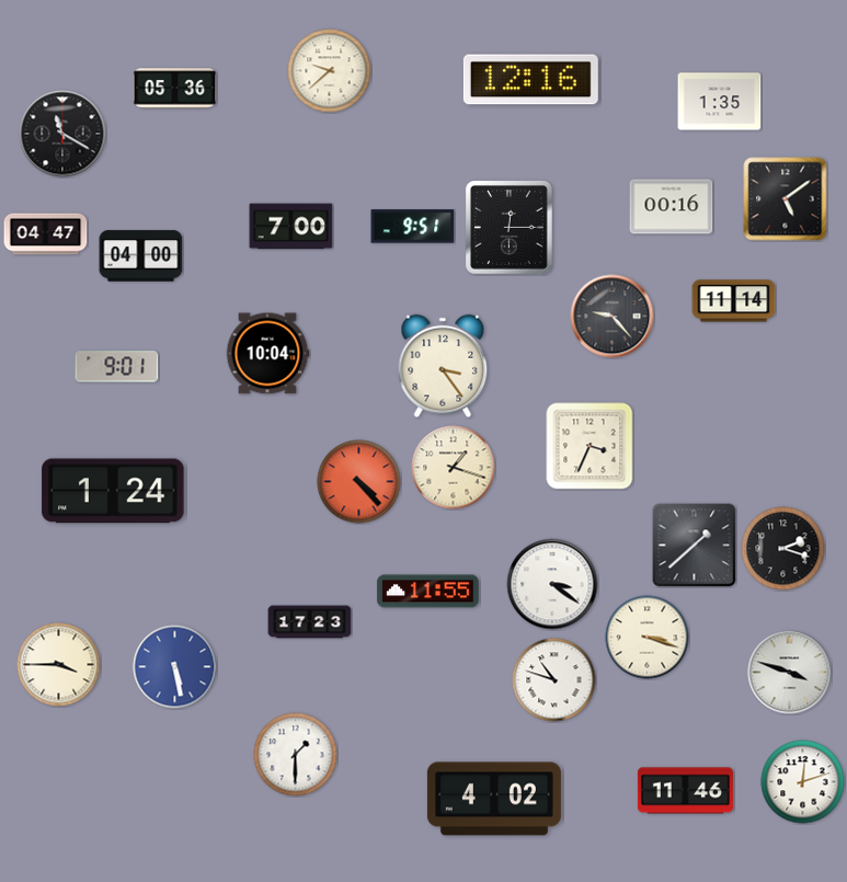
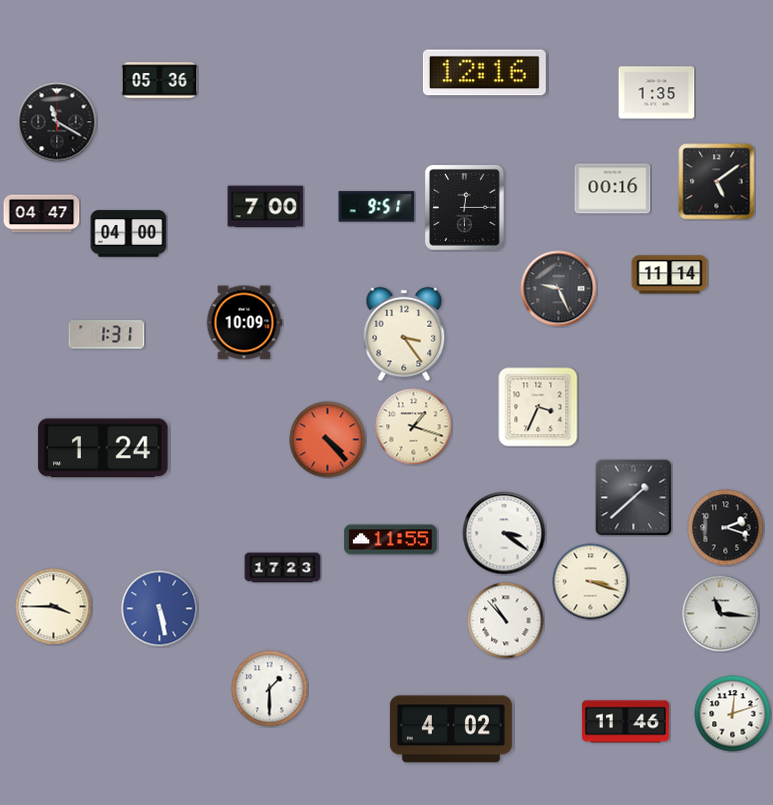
clock at (330, 71): 9:38 -> none
clock at (613, 317): 9:23 -> 9:26
clock at (267, 354): 10:04 -> 10:09
clock at (117, 367): 9:01 -> 1:31
clock at (783, 549) position: (783, 549) -> (726, 528)
clock at (790, 673): 3:48 -> 11:16
clock at (554, 680): 10:48 -> 10:53
